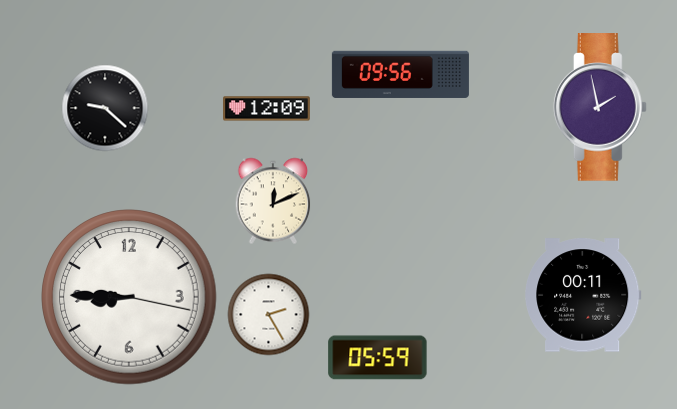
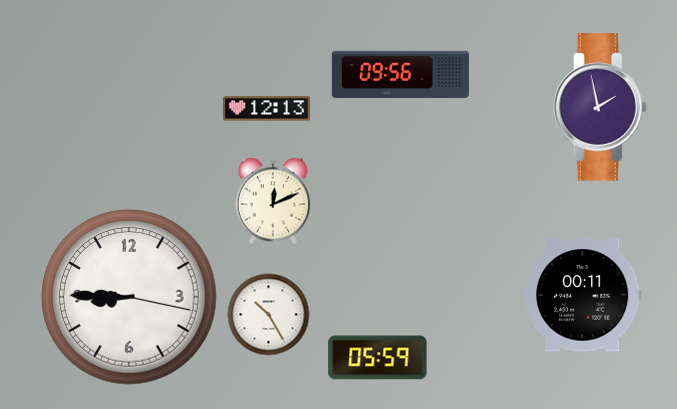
clock at (105, 108): 9:22 -> none
clock at (267, 109): 12:09 -> 12:13
clock at (268, 314): 2:25 -> 10:25
